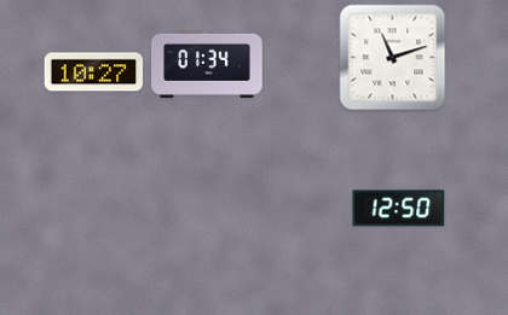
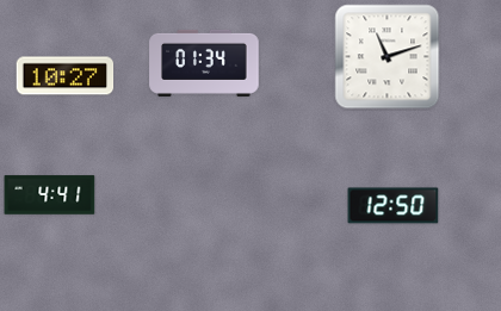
clock at (94, 72) position: (94, 72) -> (66, 76)
clock at (50, 195): none -> 4:41
